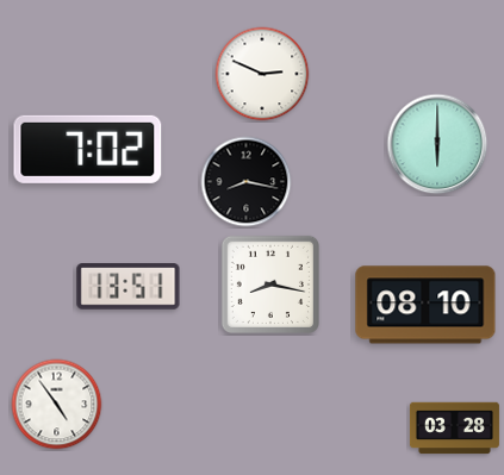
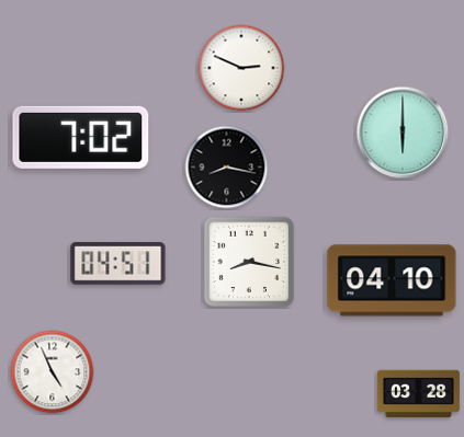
clock at (129, 287): 13:51 -> 04:51
clock at (425, 305): 08:10 -> 04:10
clock at (57, 405): 4:54 -> 4:56
